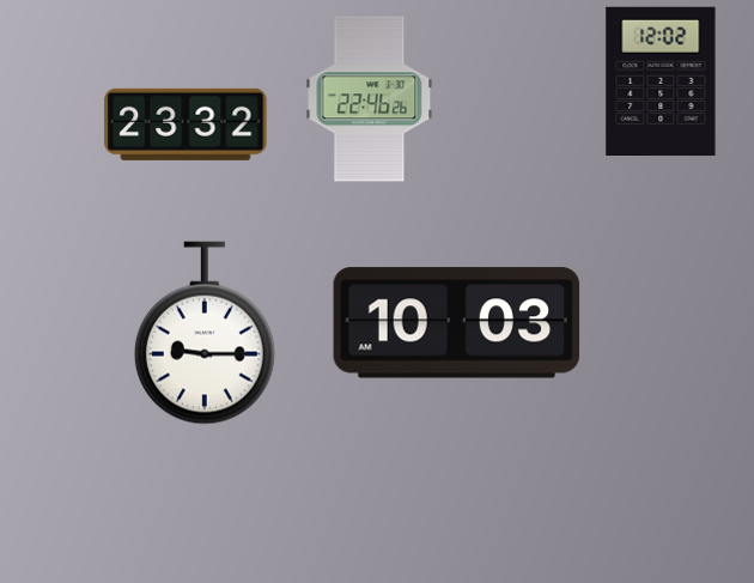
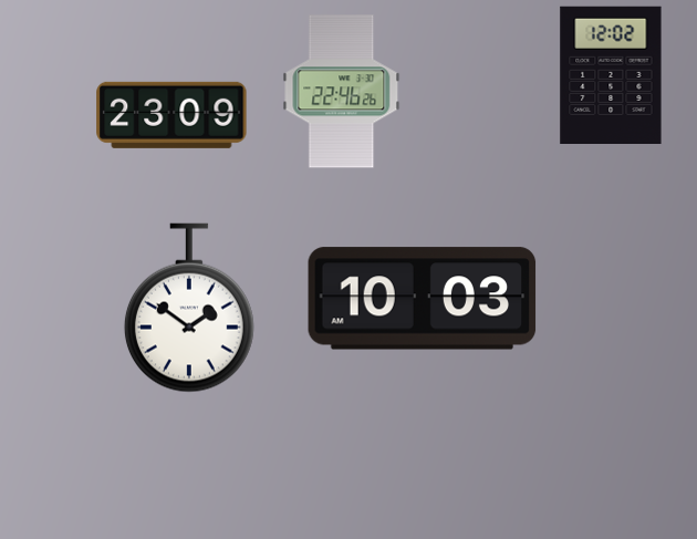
clock at (186, 125): 23:32 -> 23:09
clock at (205, 333): 9:15 -> 1:51
